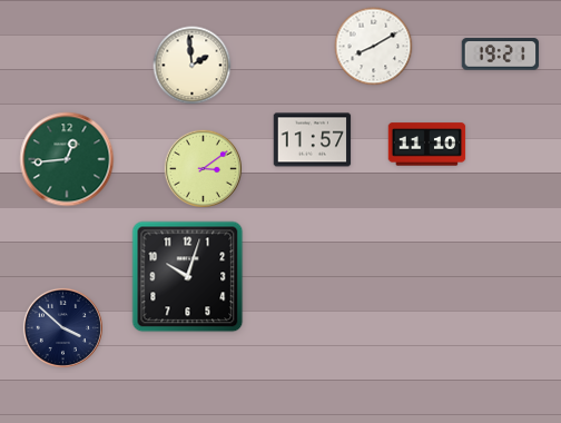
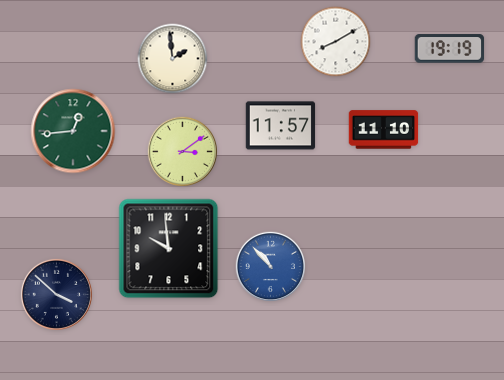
clock at (501, 55): 19:21 -> 19:19
clock at (67, 159) position: (67, 159) -> (73, 131)
clock at (188, 277): 10:03 -> 9:59
clock at (270, 266): none -> 10:53
